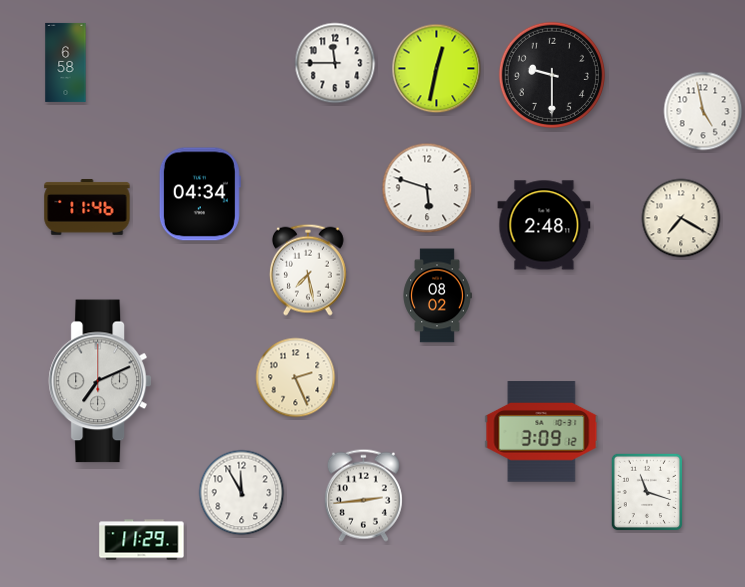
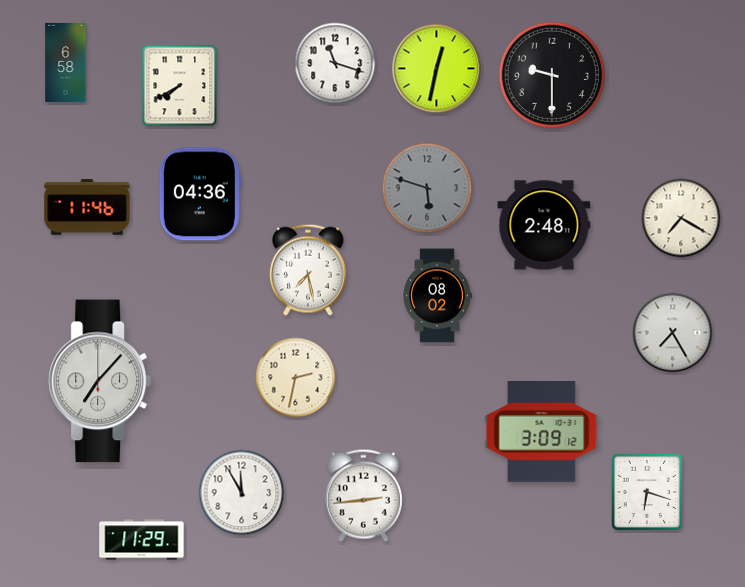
clock at (335, 63): 11:45 -> 11:18
clock at (180, 86): none -> 7:40
clock at (703, 111): 4:58 -> none
clock at (427, 188) dial: white -> grey
clock at (200, 194): 04:34 -> 04:36
clock at (673, 333): none -> 7:25
clock at (296, 378): 2:26 -> 2:32
clock at (100, 381): 7:11 -> 7:07
clock at (646, 492): 11:18 -> 6:18
